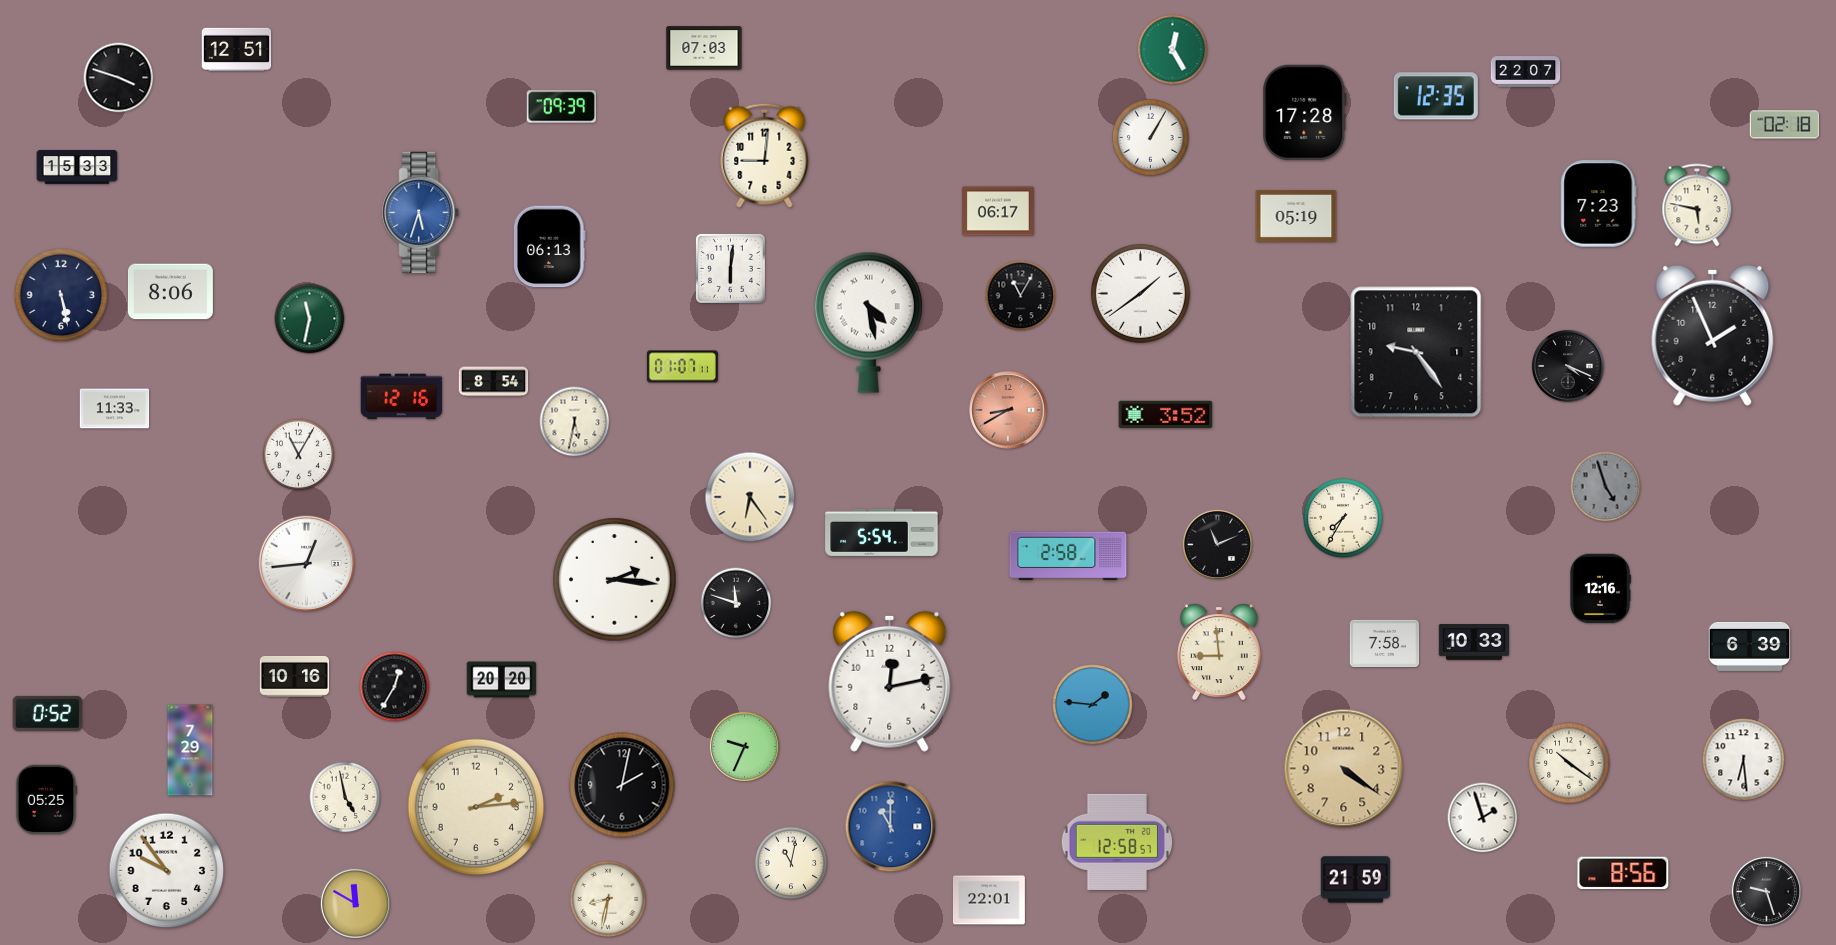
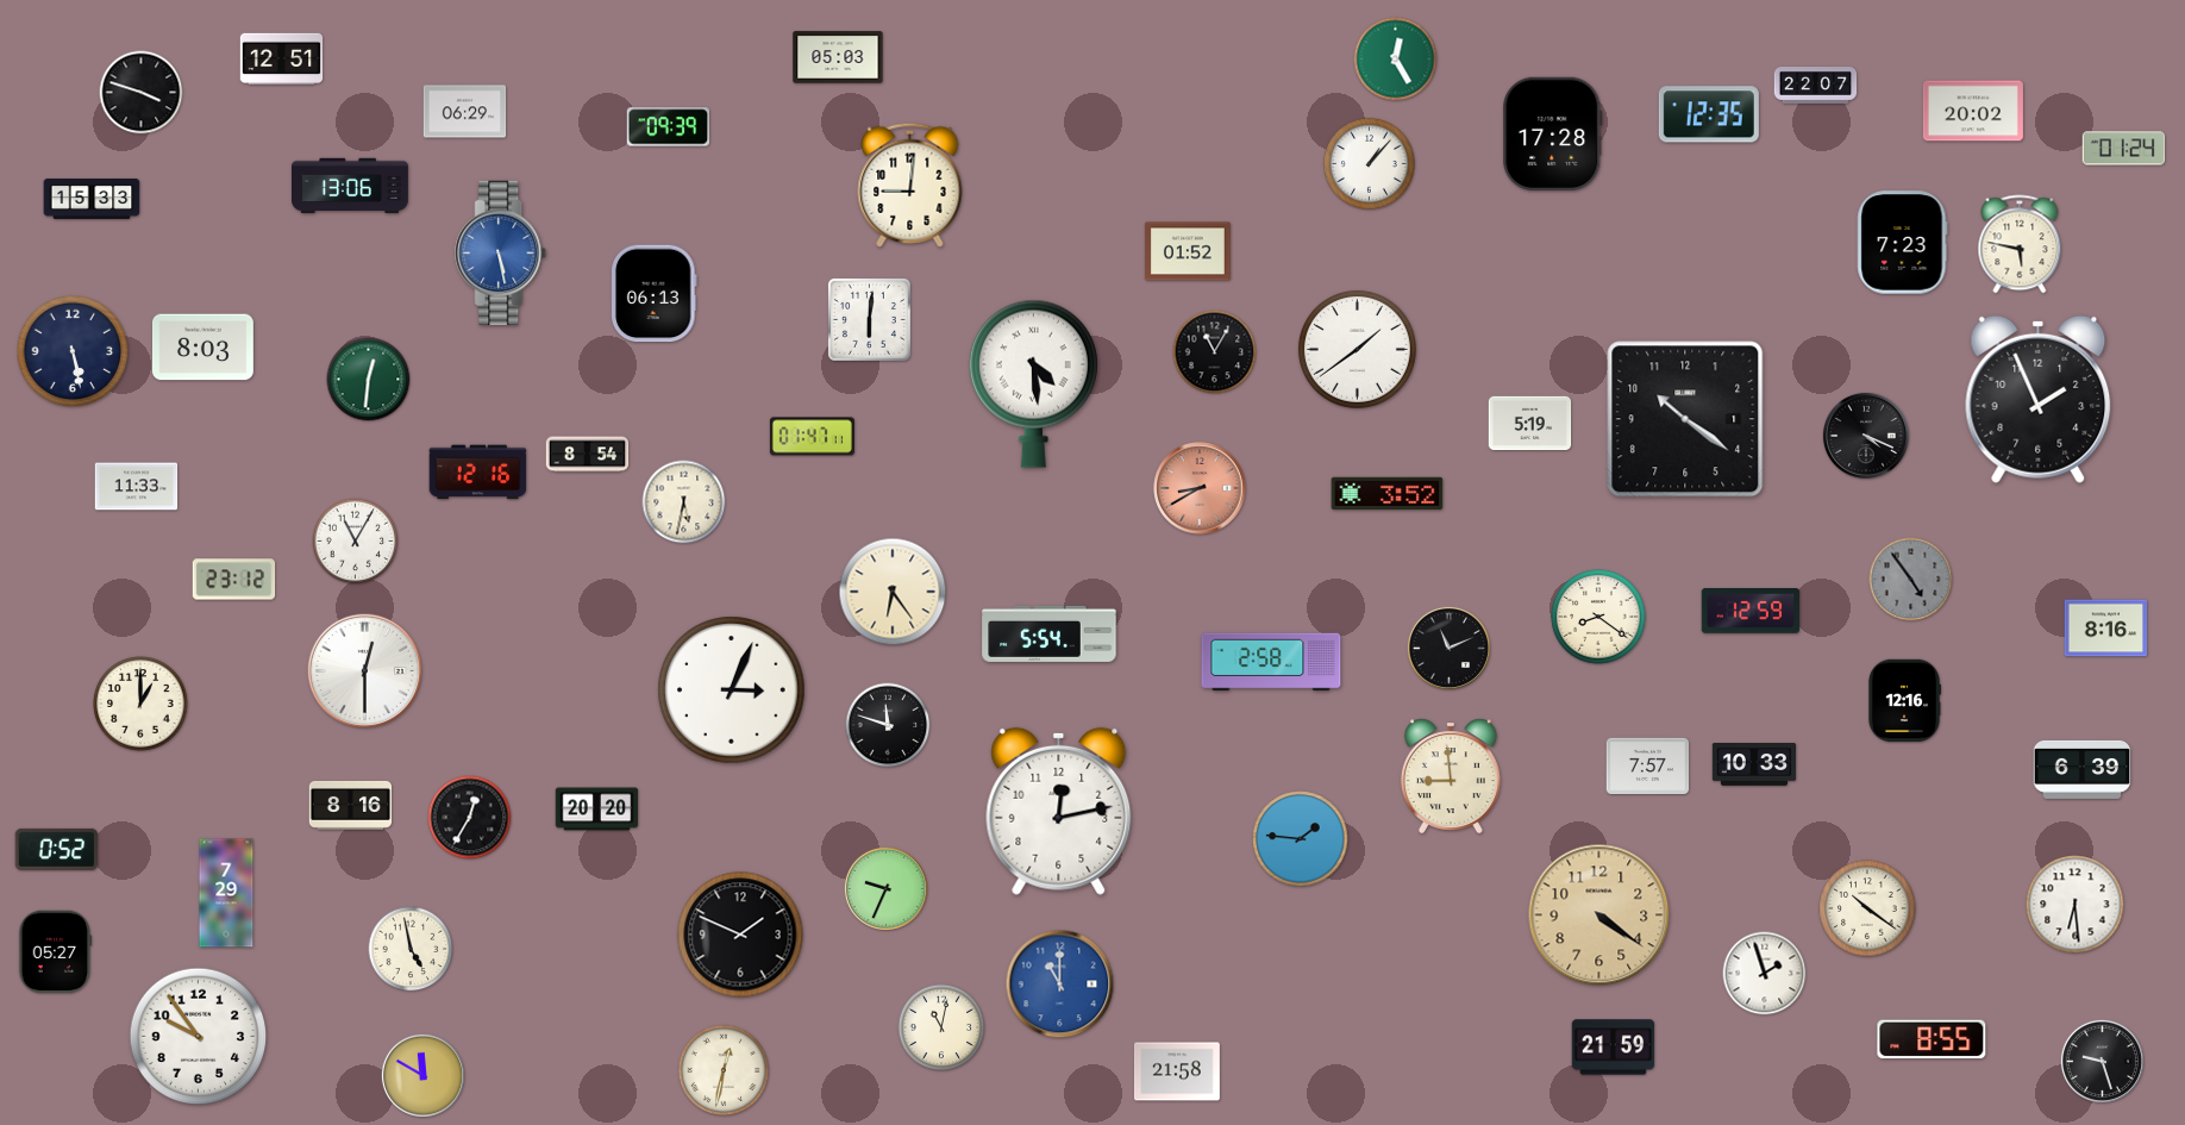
clock at (704, 48): 07:03 -> 05:03
clock at (1973, 111): none -> 20:02
clock at (465, 112): none -> 06:29
clock at (1785, 125): 02:18 -> 01:24
clock at (1150, 137): 1:05 -> 1:07
clock at (351, 186): none -> 13:06
clock at (998, 211): 06:17 -> 01:52
clock at (421, 212): 5:33 -> 5:28
clock at (1296, 216): 05:19 -> none
clock at (171, 292): 8:06 -> 8:03
clock at (310, 319): 11:32 -> 12:31
clock at (868, 322): 4:28 -> 4:29
clock at (1416, 352): 9:24 -> 10:21
clock at (1530, 424): none -> 5:19
clock at (682, 367): 01:07 -> 01:47
clock at (234, 580): none -> 23:12
clock at (1606, 487): 4:57 -> 4:54
clock at (1751, 612): none -> 12:59
clock at (1343, 518): 7:35 -> 8:21
clock at (2106, 629): none -> 8:16
clock at (307, 564): 12:44 -> 12:30
clock at (615, 580): 2:16 -> 3:04
clock at (140, 704): none -> 1:00
clock at (736, 603) position: (736, 603) -> (888, 725)
clock at (1385, 643): 7:58 -> 7:57
clock at (295, 676): 10:16 -> 8:16
clock at (622, 785): 2:02 -> 1:49
clock at (47, 800): 05:25 -> 05:27
clock at (476, 807): 2:14 -> none
clock at (1117, 842): 12:58 -> none
clock at (1623, 873): 8:56 -> 8:55
clock at (608, 899): 8:32 -> 12:32
clock at (989, 900): 22:01 -> 21:58
